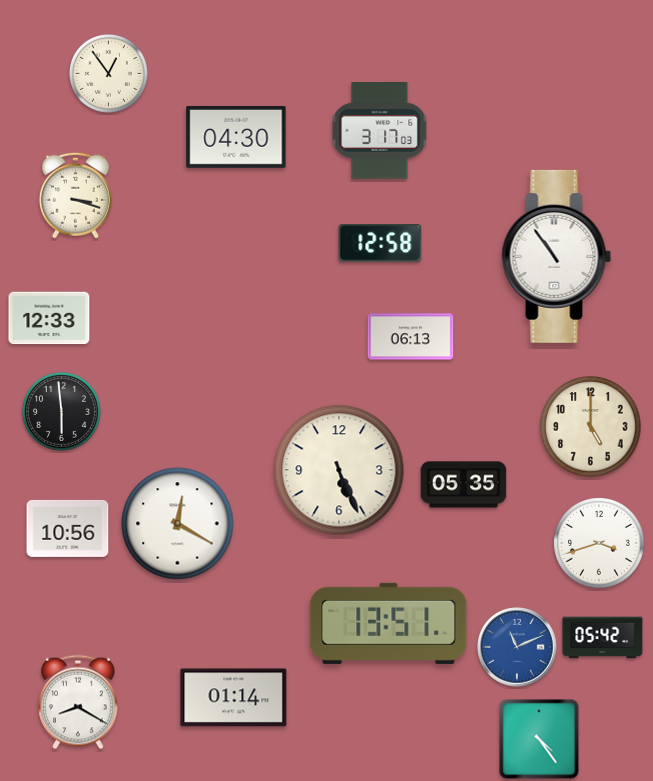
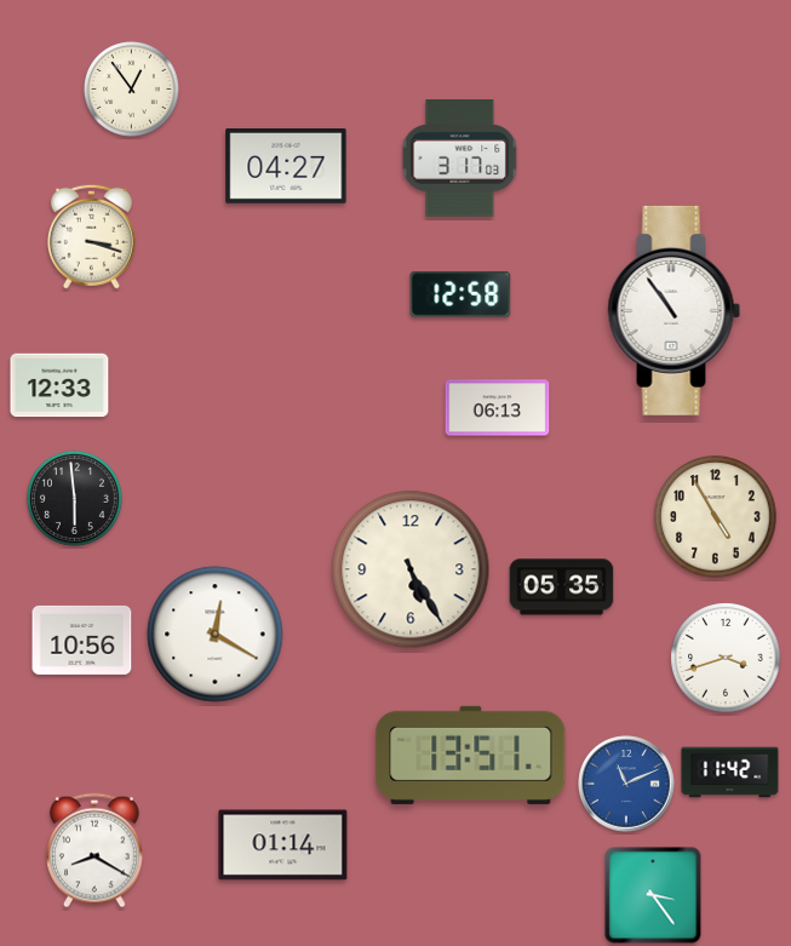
clock at (236, 138): 04:30 -> 04:27
clock at (591, 427): 5:00 -> 4:55
clock at (339, 470): 5:26 -> 5:25
clock at (603, 638): 05:42 -> 11:42
clock at (539, 739): 4:24 -> 3:24
